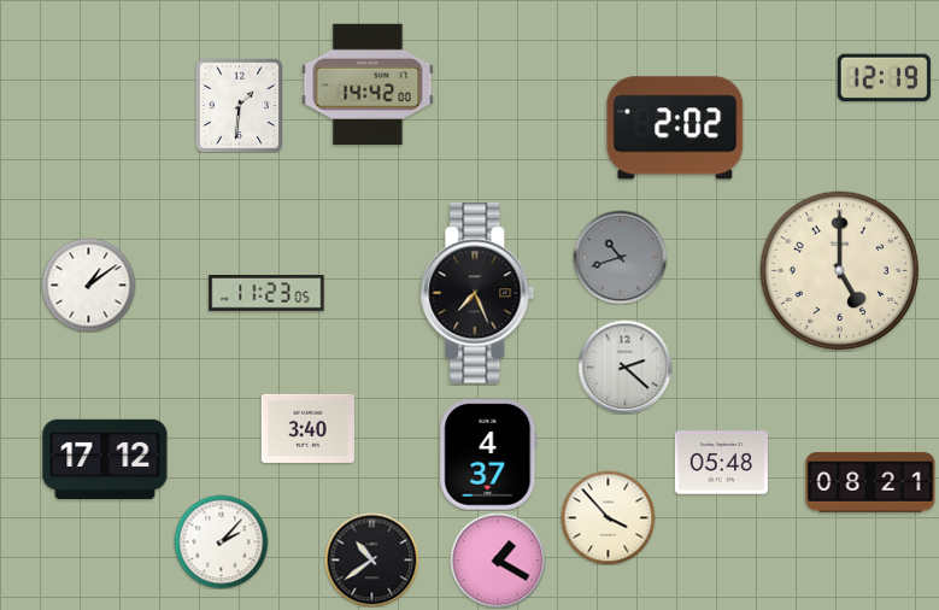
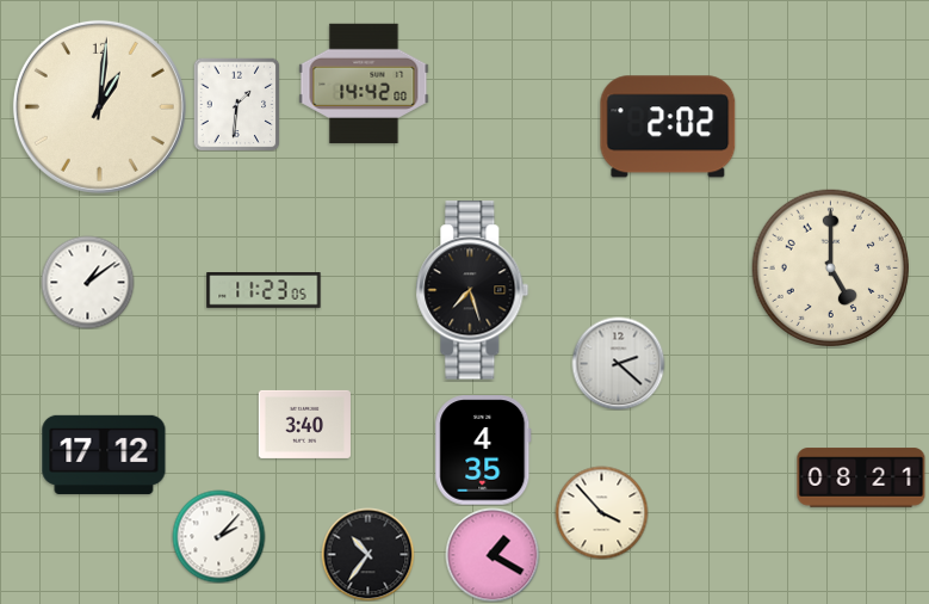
clock at (884, 77): 12:19 -> none
clock at (99, 106): none -> 1:01
clock at (620, 257): 10:42 -> none
clock at (477, 293): 7:26 -> 7:27
clock at (488, 454): 4:37 -> 4:35
clock at (721, 463): 05:48 -> none
clock at (371, 559): 10:39 -> 10:36
